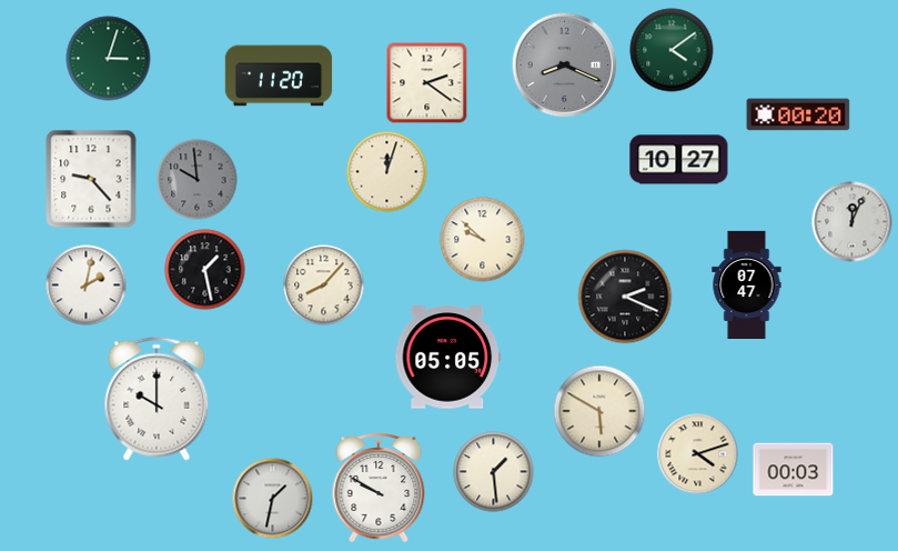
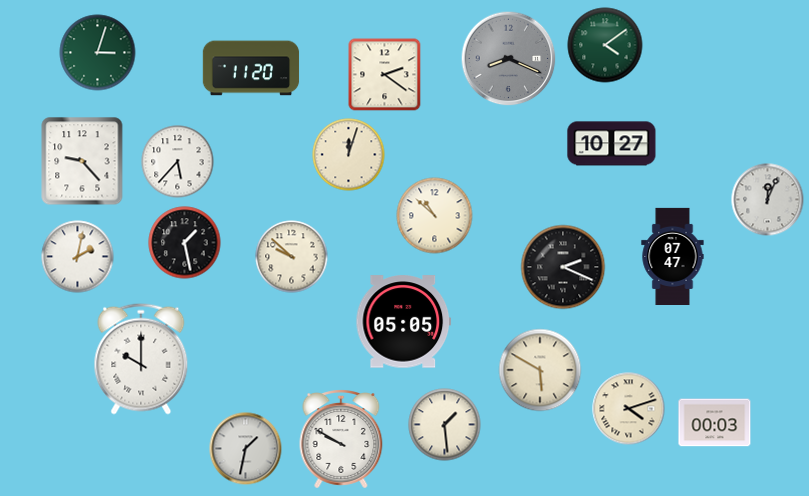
clock at (798, 114): 00:20 -> none
clock at (198, 180): 9:59 -> 5:37
clock at (198, 180) dial: grey -> white
clock at (483, 240): 9:52 -> 10:52
clock at (324, 285): 8:07 -> 9:52
